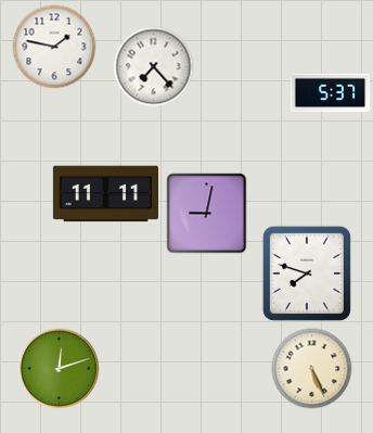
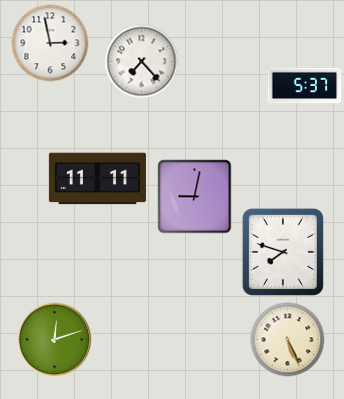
clock at (54, 47): 1:47 -> 2:58
clock at (207, 214) position: (207, 214) -> (195, 197)
